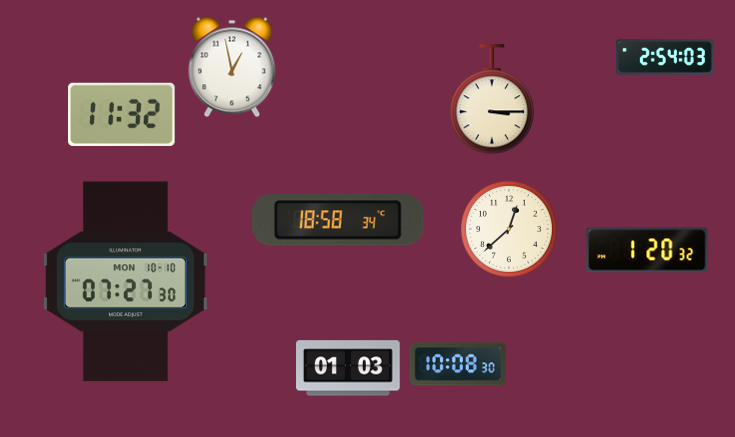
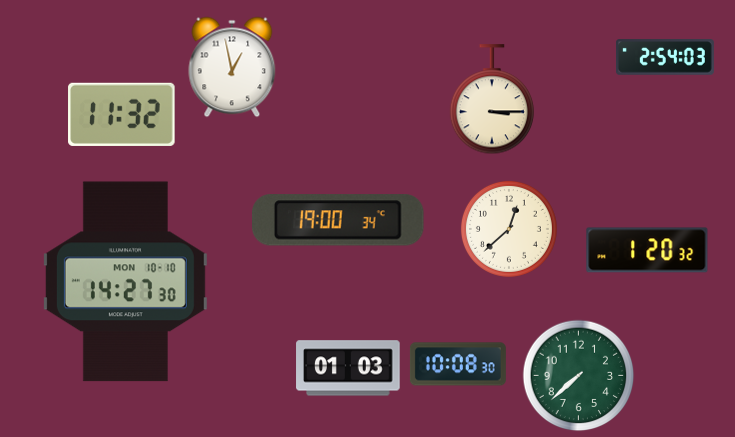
clock at (339, 220): 18:58 -> 19:00
clock at (125, 282): 07:27 -> 14:27
clock at (578, 375): none -> 7:38
